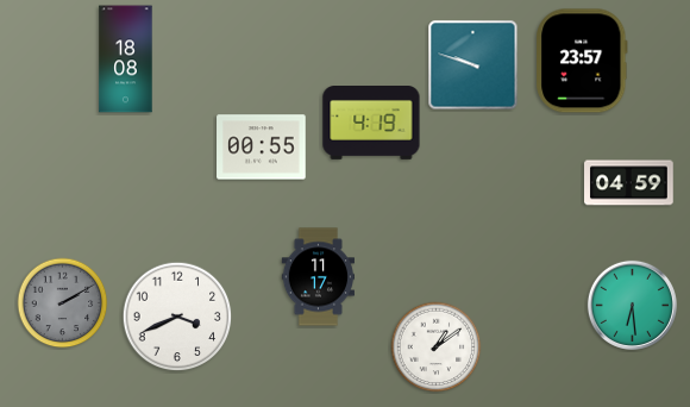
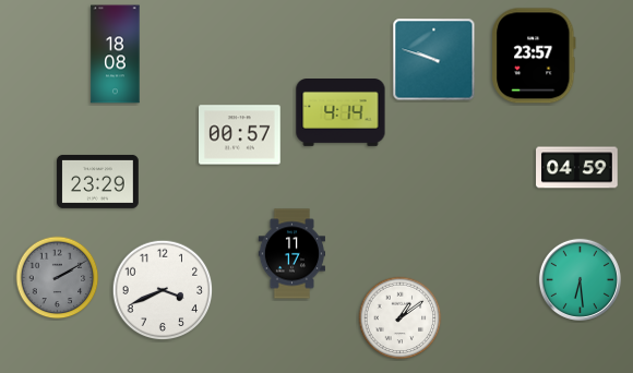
clock at (371, 123): 4:19 -> 4:14
clock at (262, 148): 00:55 -> 00:57
clock at (98, 181): none -> 23:29
